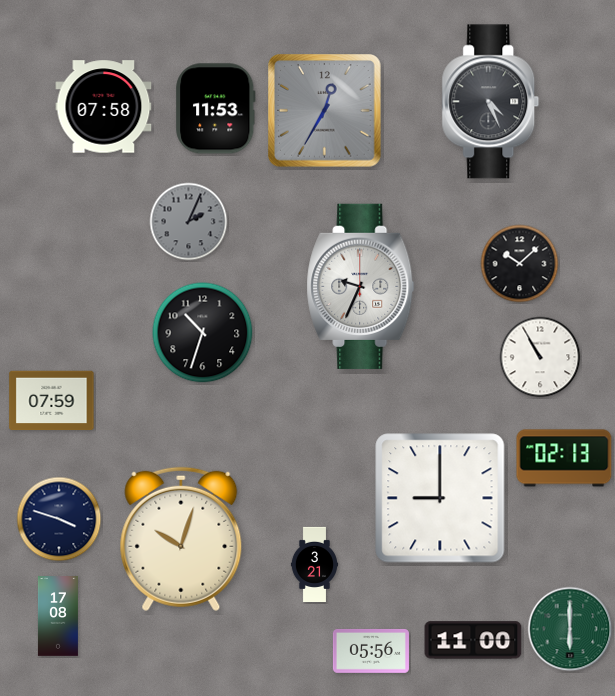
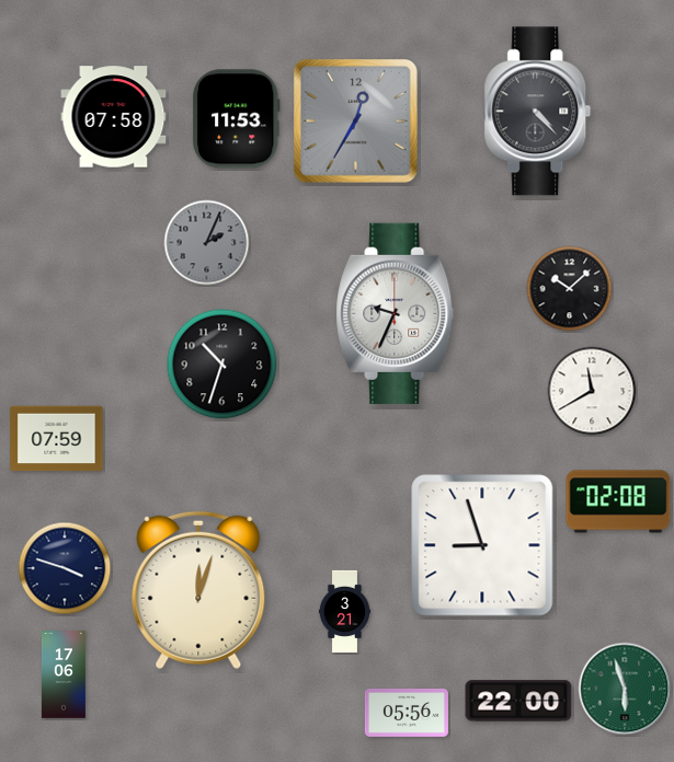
clock at (491, 102): 4:26 -> 4:23
clock at (540, 357): 10:55 -> 11:40
clock at (564, 458): 02:13 -> 02:08
clock at (440, 498): 9:00 -> 8:57
clock at (181, 539): 10:03 -> 12:03
clock at (314, 564) position: (314, 564) -> (344, 611)
clock at (58, 616): 17:08 -> 17:06
clock at (570, 629): 6:00 -> 5:57
clock at (473, 640): 11:00 -> 22:00
